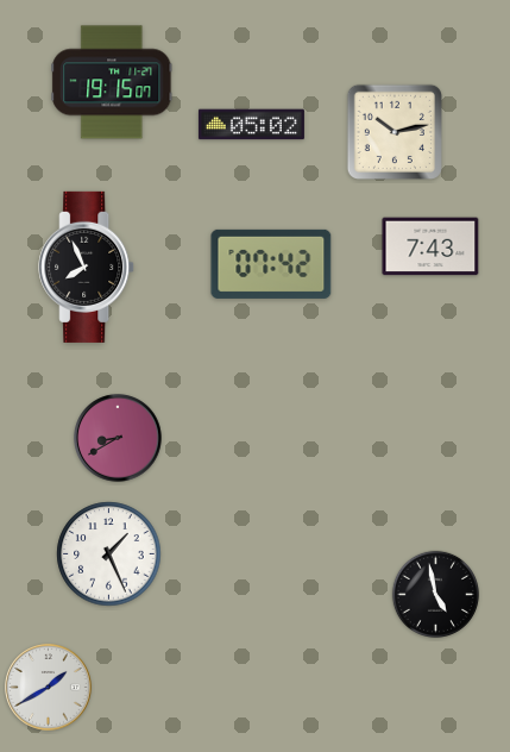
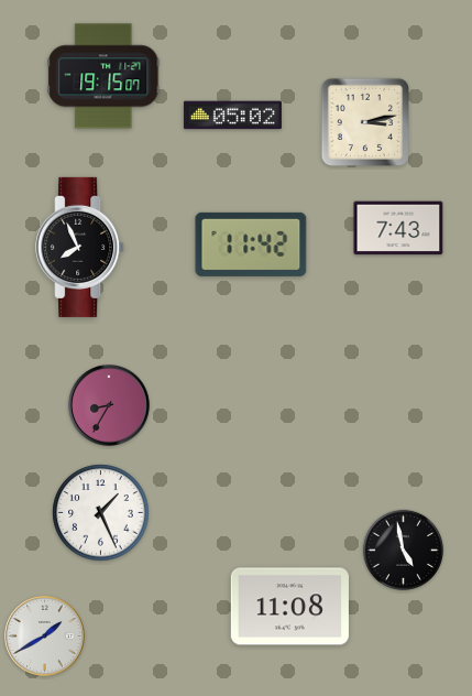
clock at (395, 132): 10:13 -> 3:13
clock at (271, 264): 07:42 -> 11:42
clock at (118, 438): 8:40 -> 8:35
clock at (289, 607): none -> 11:08
